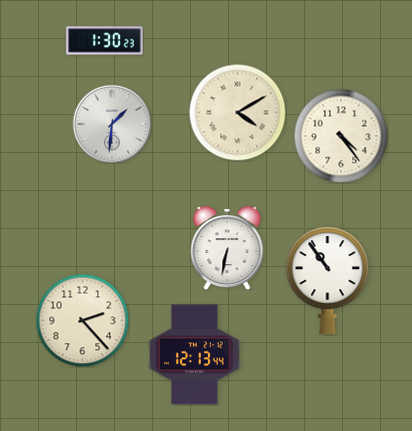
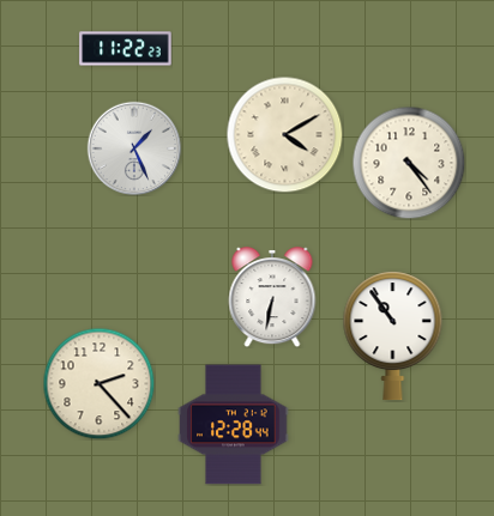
clock at (105, 41): 1:30 -> 11:22
clock at (112, 124): 1:31 -> 1:26
clock at (195, 355): 12:13 -> 12:28
